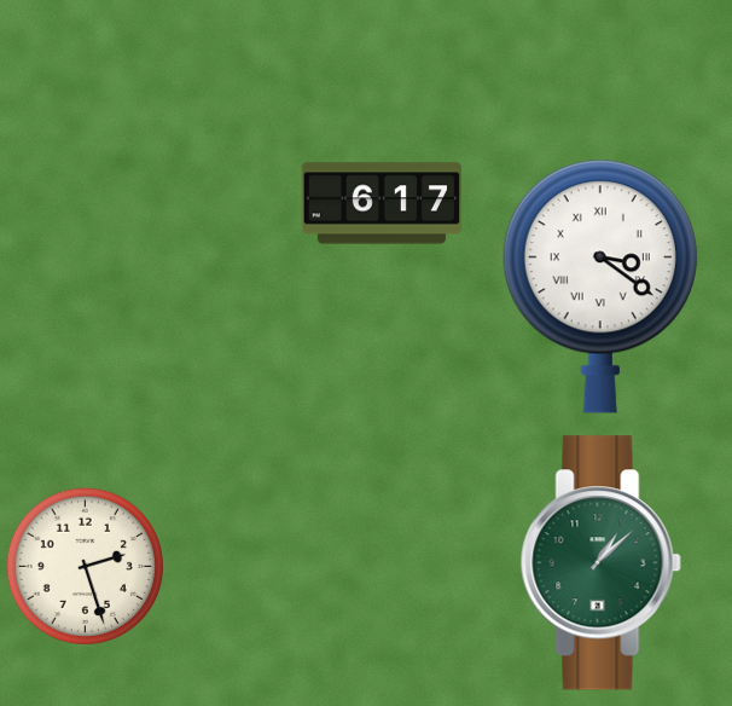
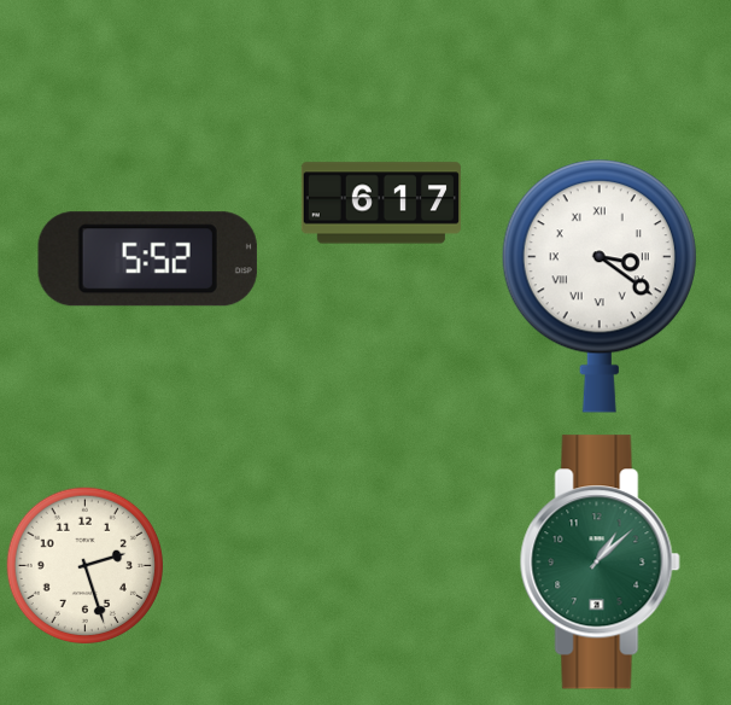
clock at (147, 260): none -> 5:52
